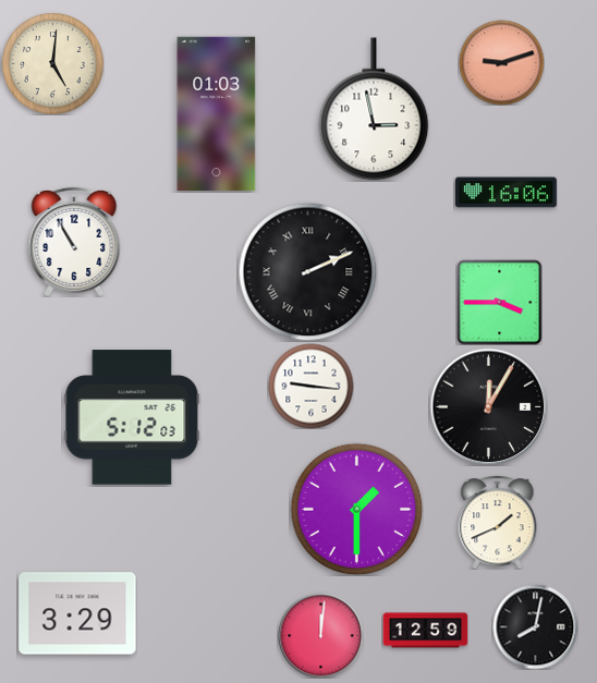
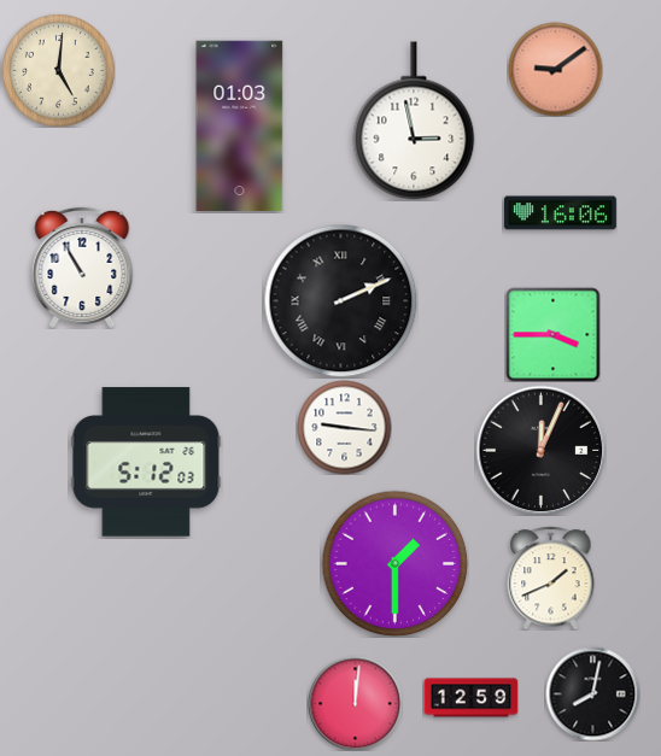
clock at (501, 62): 9:12 -> 9:09
clock at (488, 406): 12:05 -> 12:04
clock at (77, 613): 3:29 -> none
